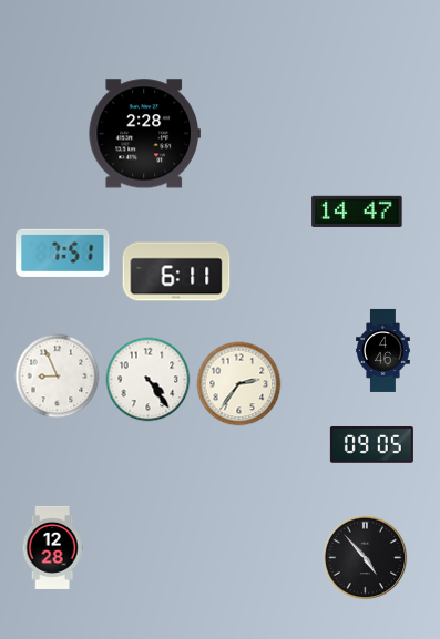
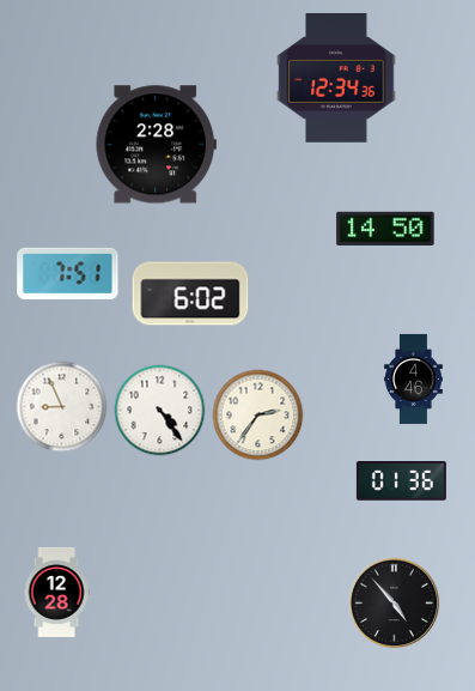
clock at (336, 79): none -> 12:34
clock at (357, 212): 14:47 -> 14:50
clock at (176, 271): 6:11 -> 6:02
clock at (371, 445): 09:05 -> 01:36
